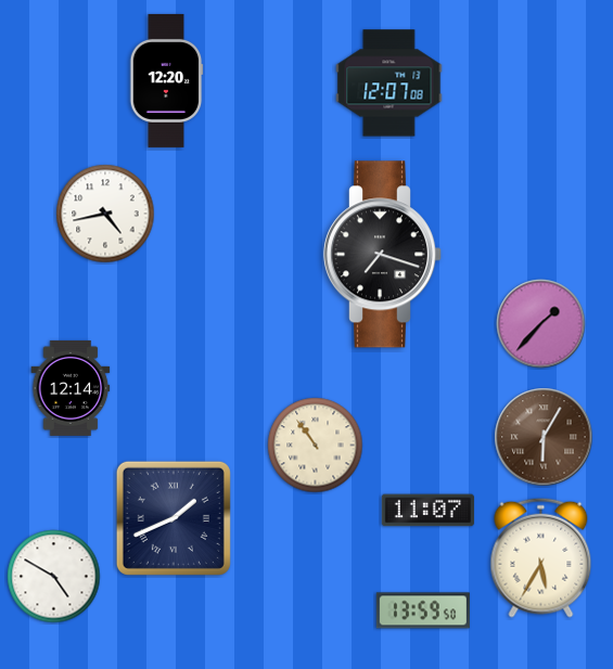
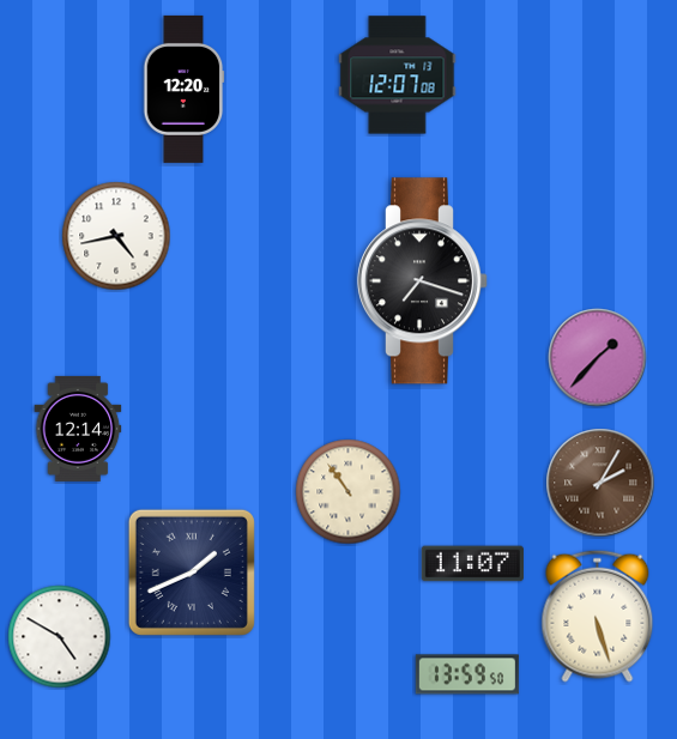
clock at (389, 83) position: (389, 83) -> (398, 75)
clock at (544, 437): 6:05 -> 2:05
clock at (541, 557): 5:35 -> 5:27
